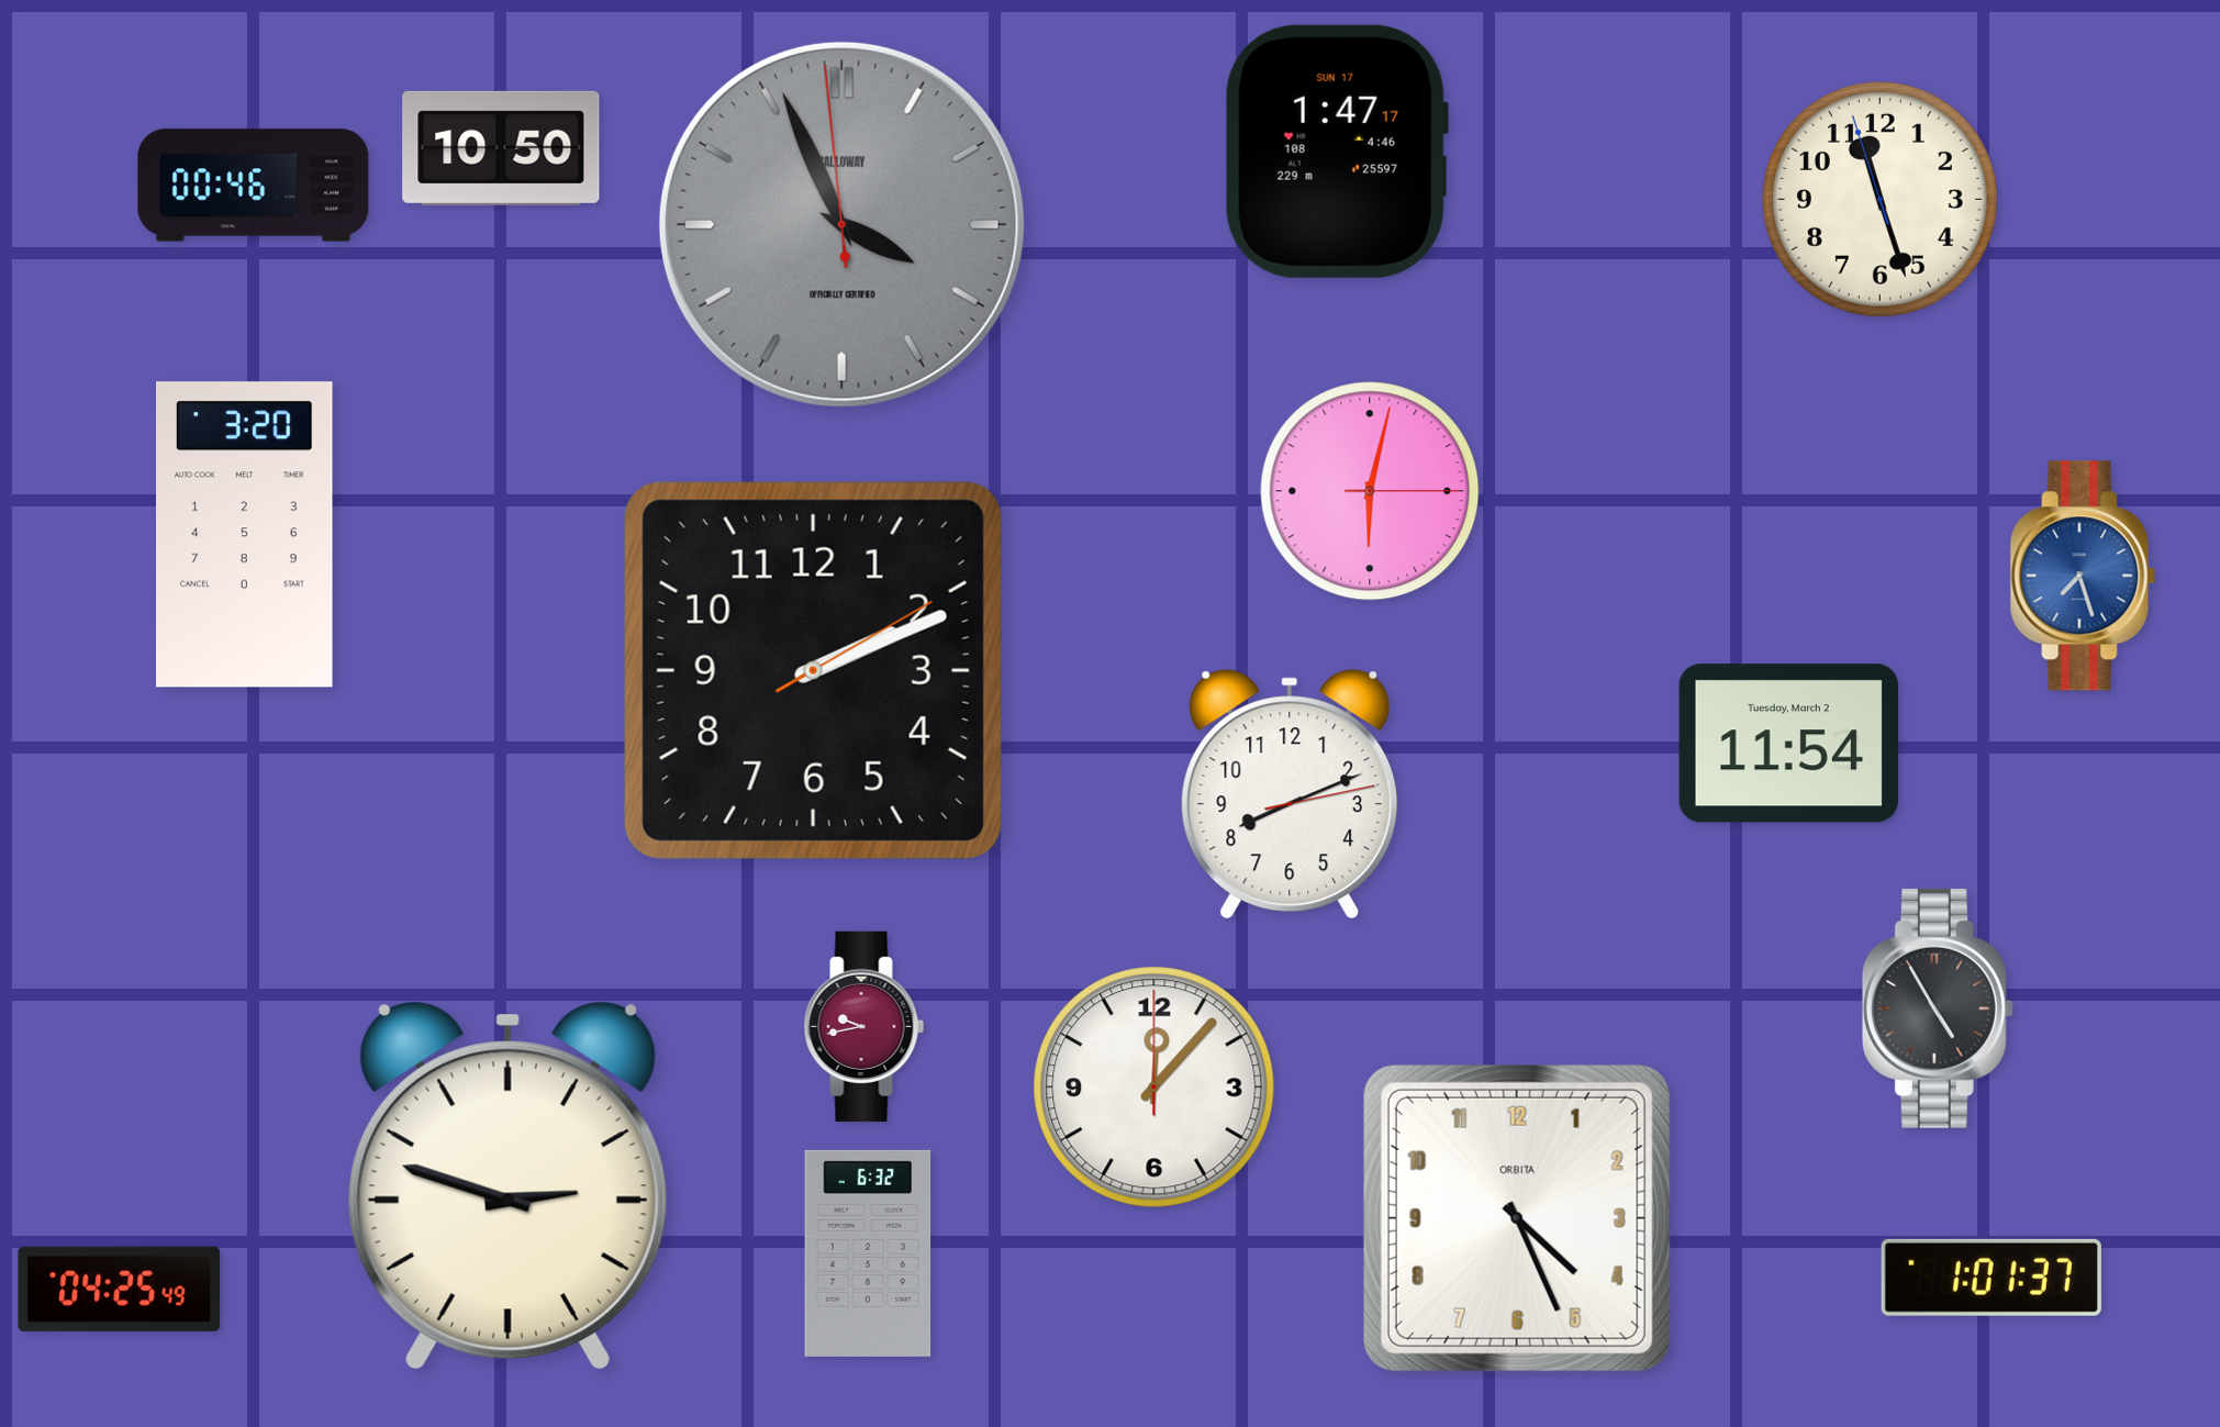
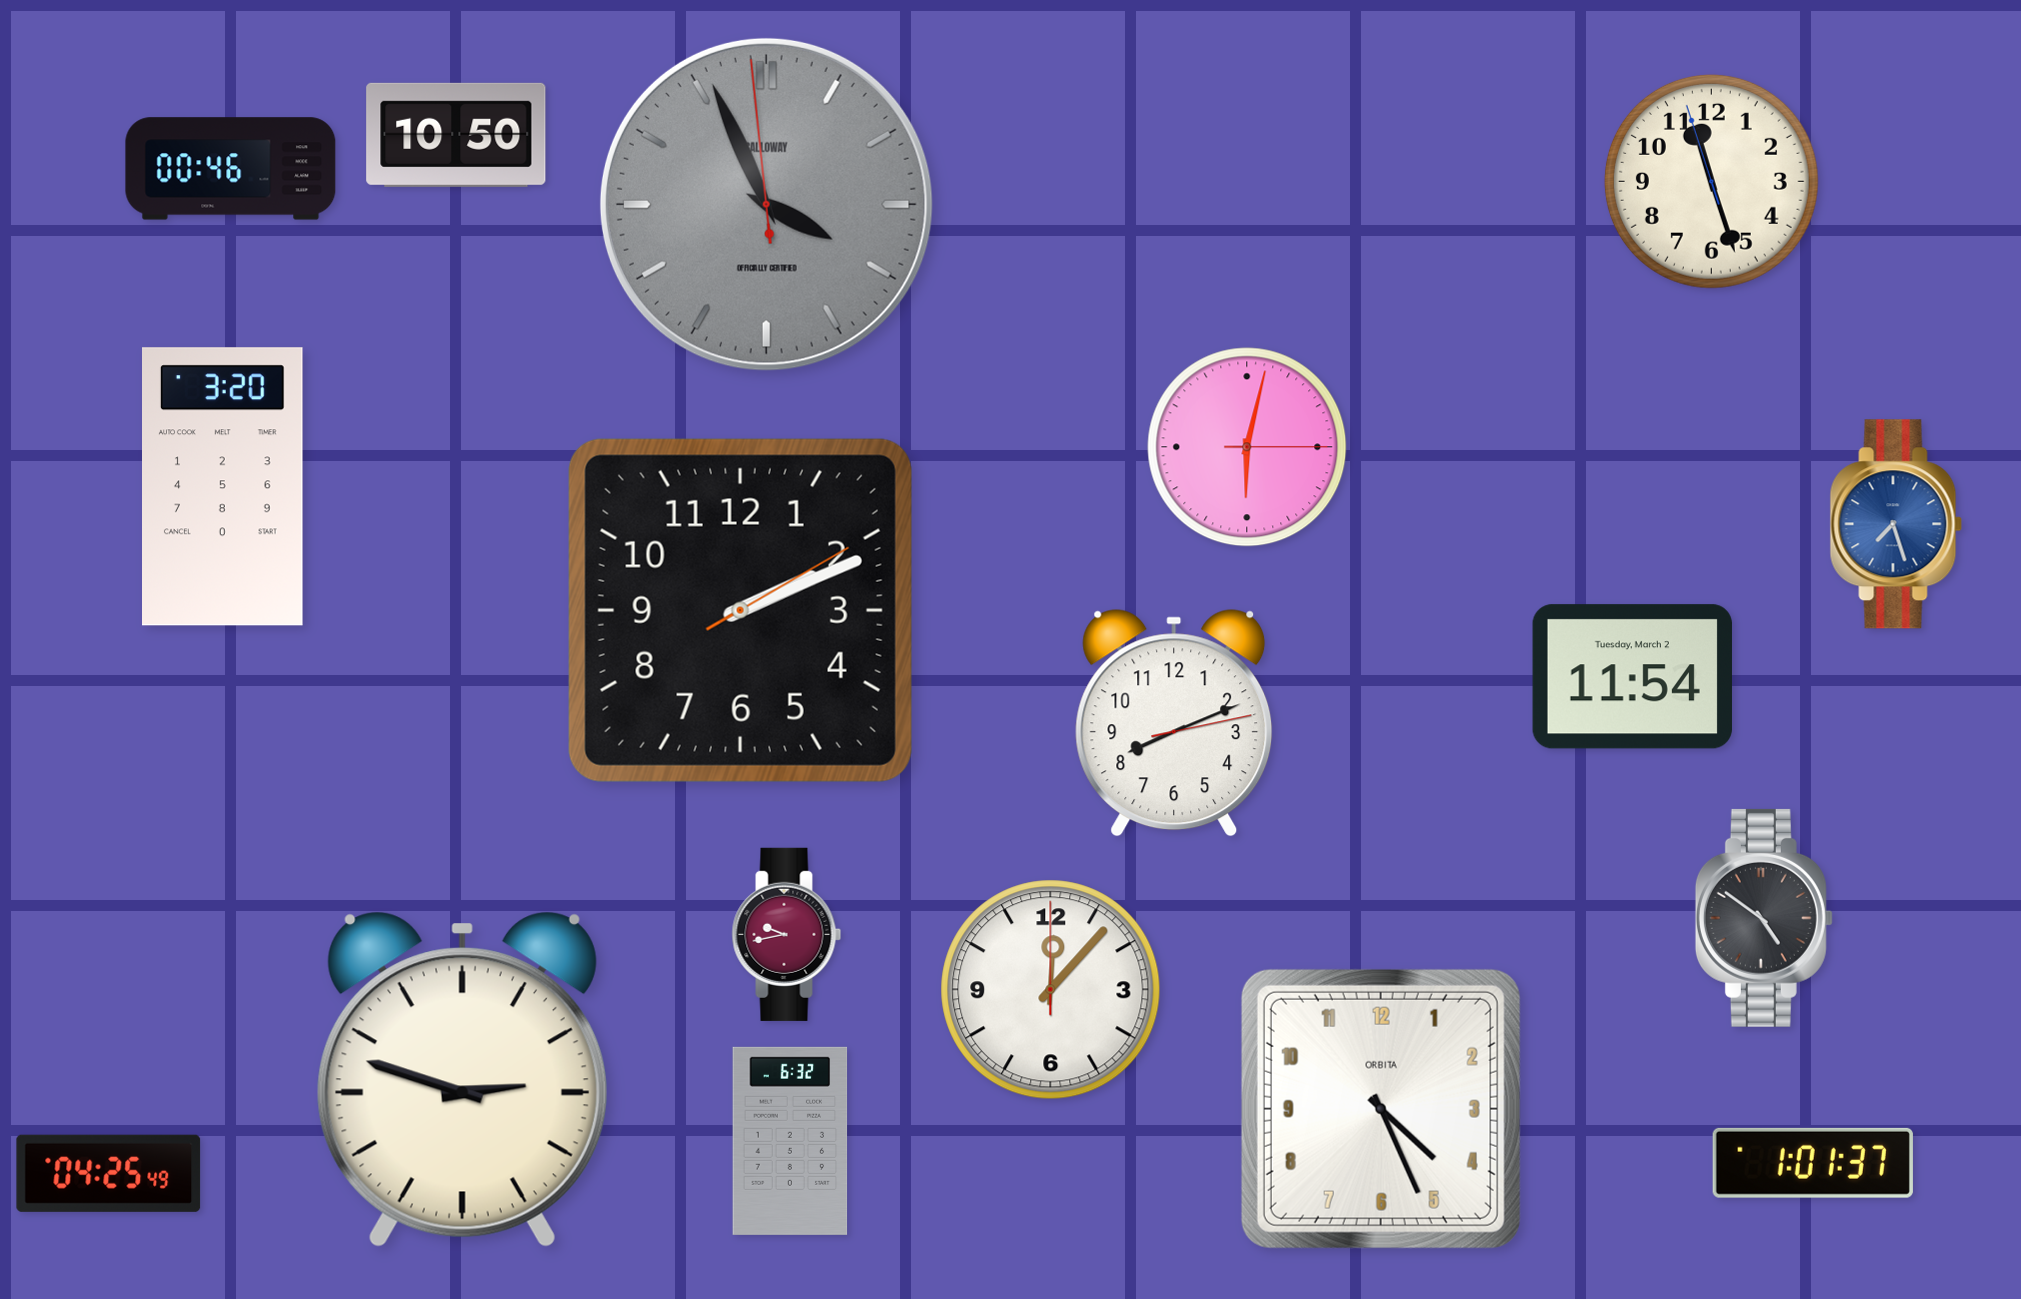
clock at (1337, 152): 1:47 -> none
clock at (1788, 744) position: (1788, 744) -> (1632, 677)
clock at (1938, 1008): 4:55 -> 4:51
